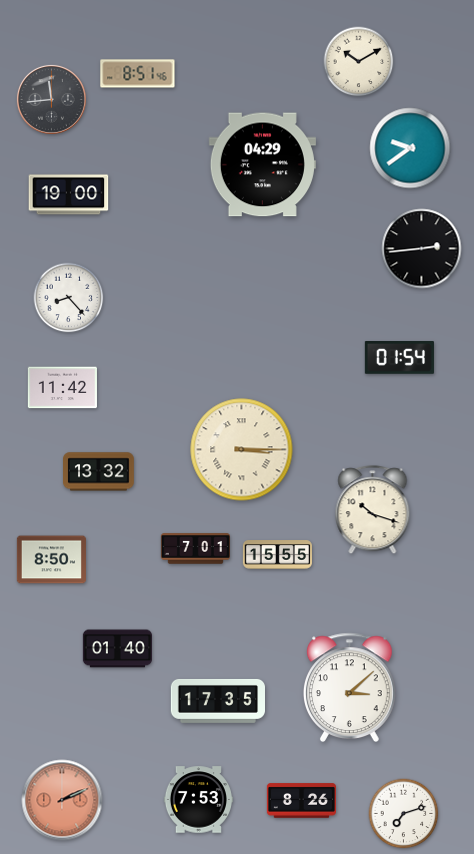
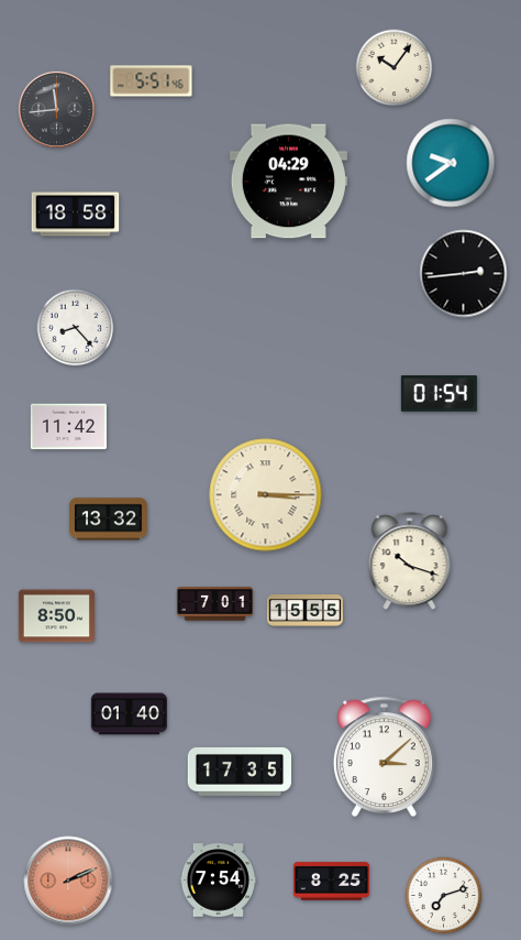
clock at (359, 62): 10:10 -> 10:06
clock at (138, 74): 8:51 -> 5:51
clock at (69, 195): 19:00 -> 18:58
clock at (198, 800): 7:53 -> 7:54
clock at (301, 801): 8:26 -> 8:25
